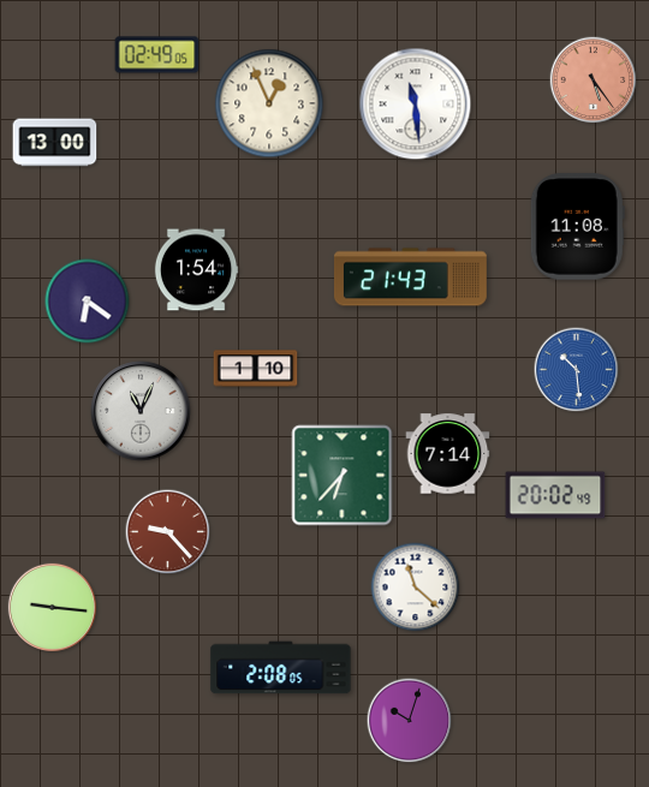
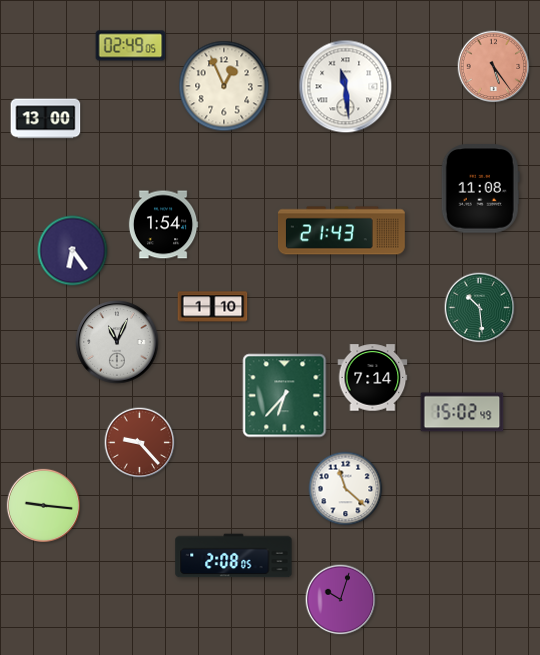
clock at (88, 302): 6:21 -> 6:24
clock at (577, 370) dial: blue -> green
clock at (555, 495): 20:02 -> 15:02
